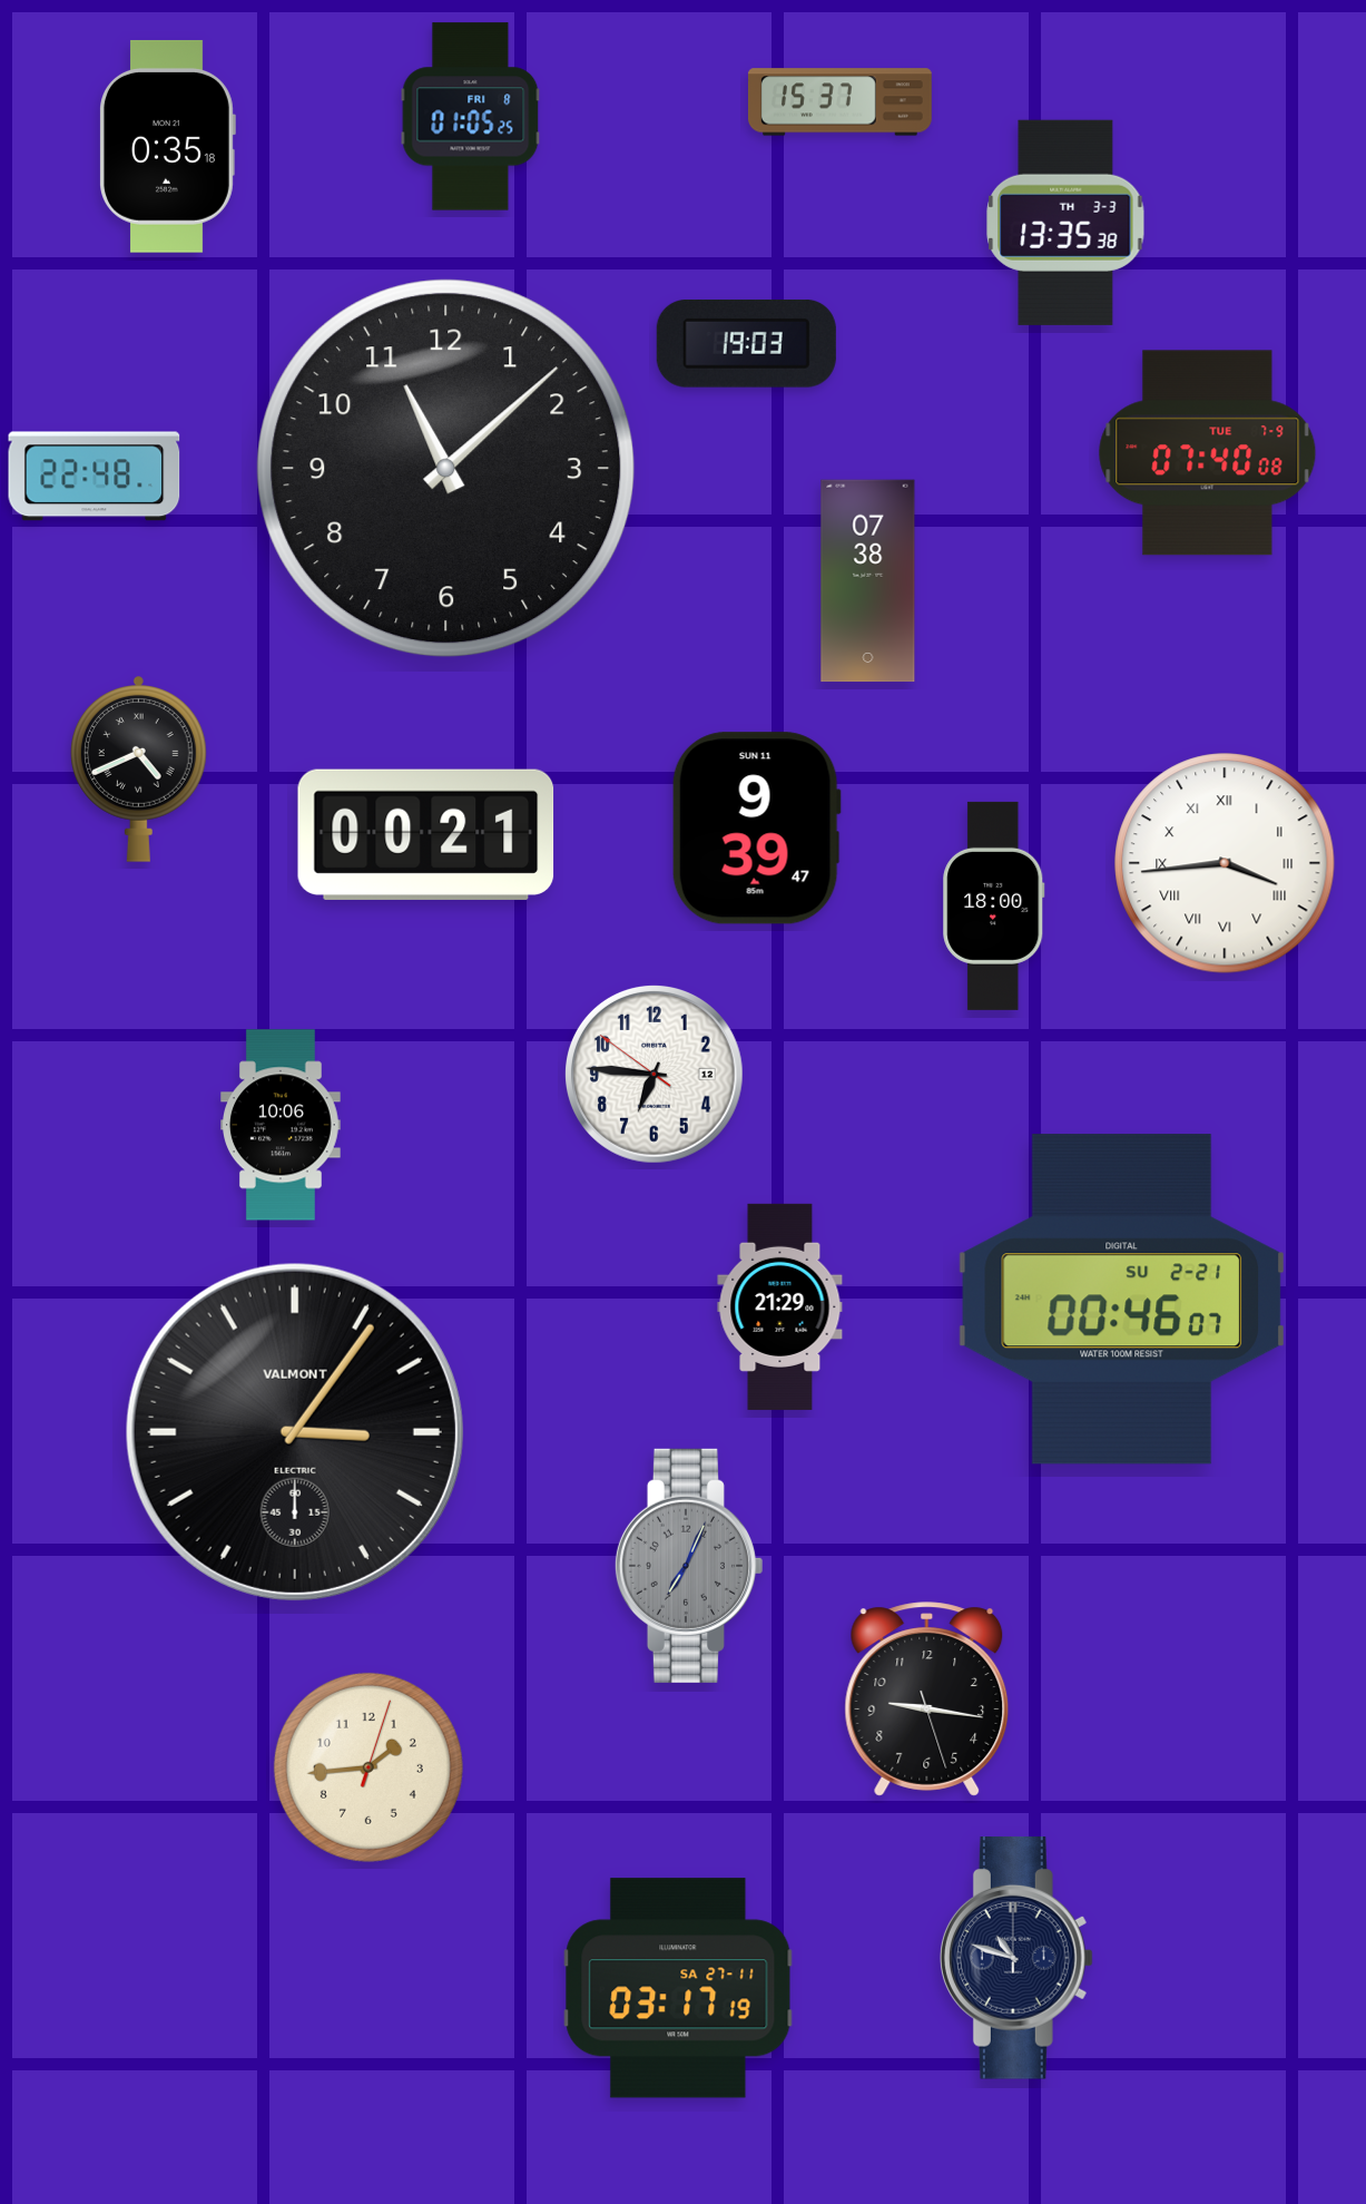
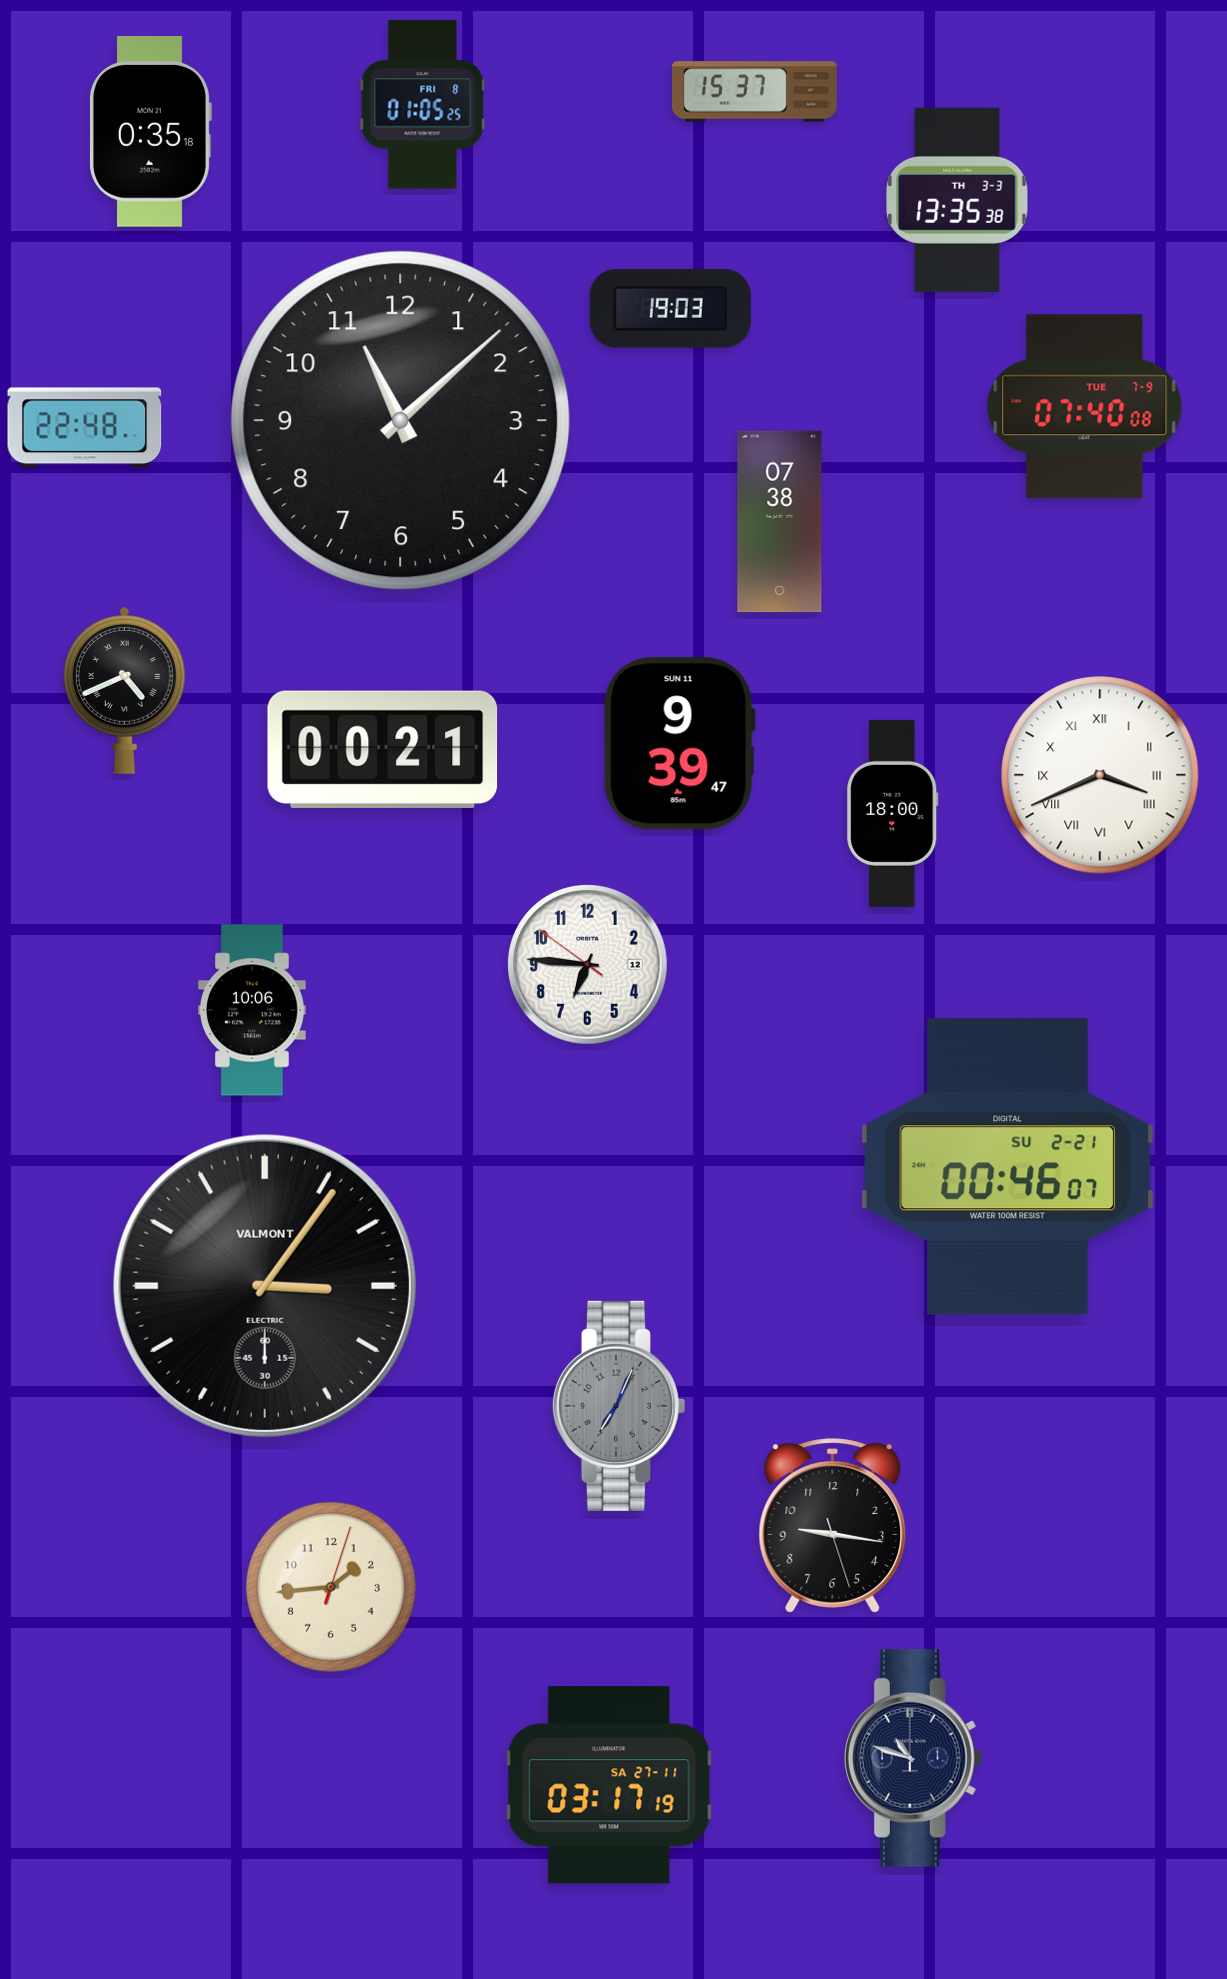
clock at (1225, 863): 3:44 -> 3:41
clock at (780, 1306): 21:29 -> none
